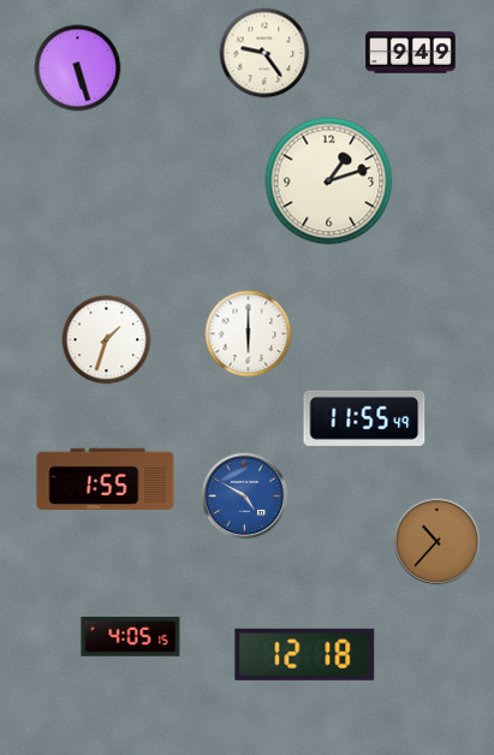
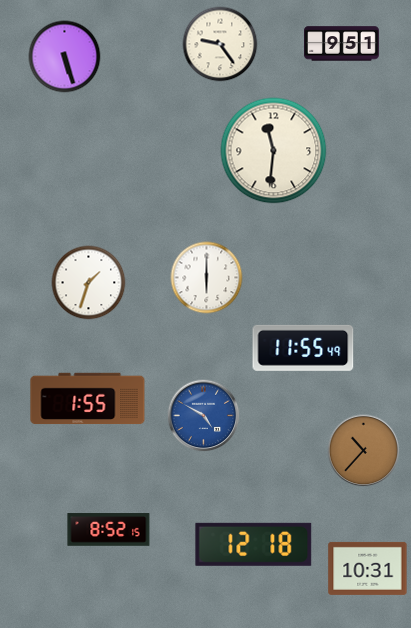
clock at (411, 53): 9:49 -> 9:51
clock at (329, 182): 1:12 -> 11:31
clock at (245, 497) position: (245, 497) -> (204, 416)
clock at (131, 637): 4:05 -> 8:52
clock at (368, 568): none -> 10:31
